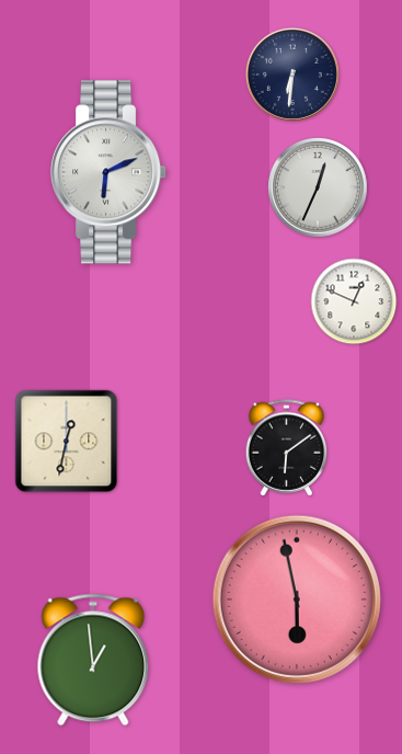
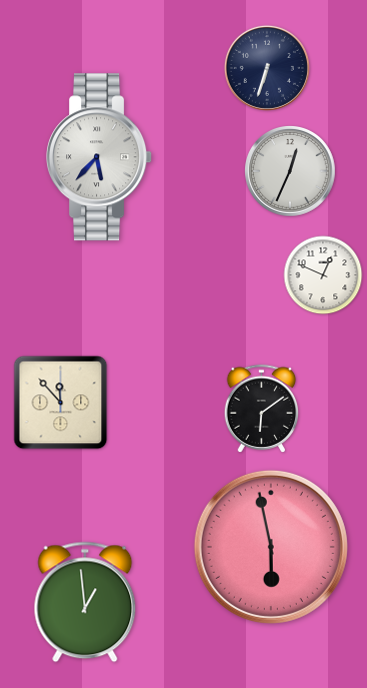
clock at (292, 75): 6:31 -> 6:33
clock at (110, 172): 6:11 -> 5:37
clock at (67, 442): 12:32 -> 11:53
